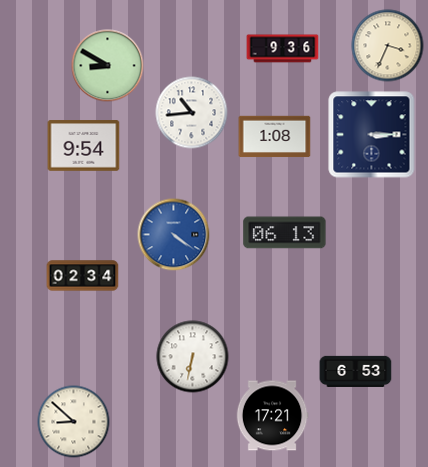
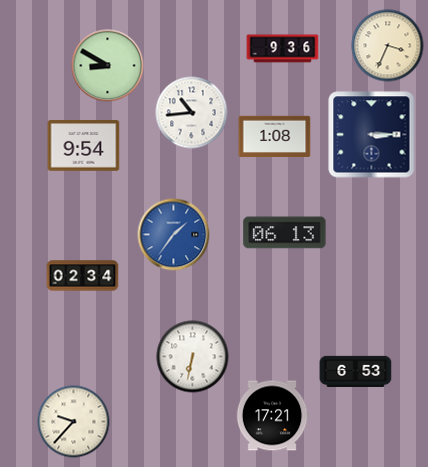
clock at (174, 235): 4:21 -> 1:36
clock at (74, 422): 8:52 -> 9:37
